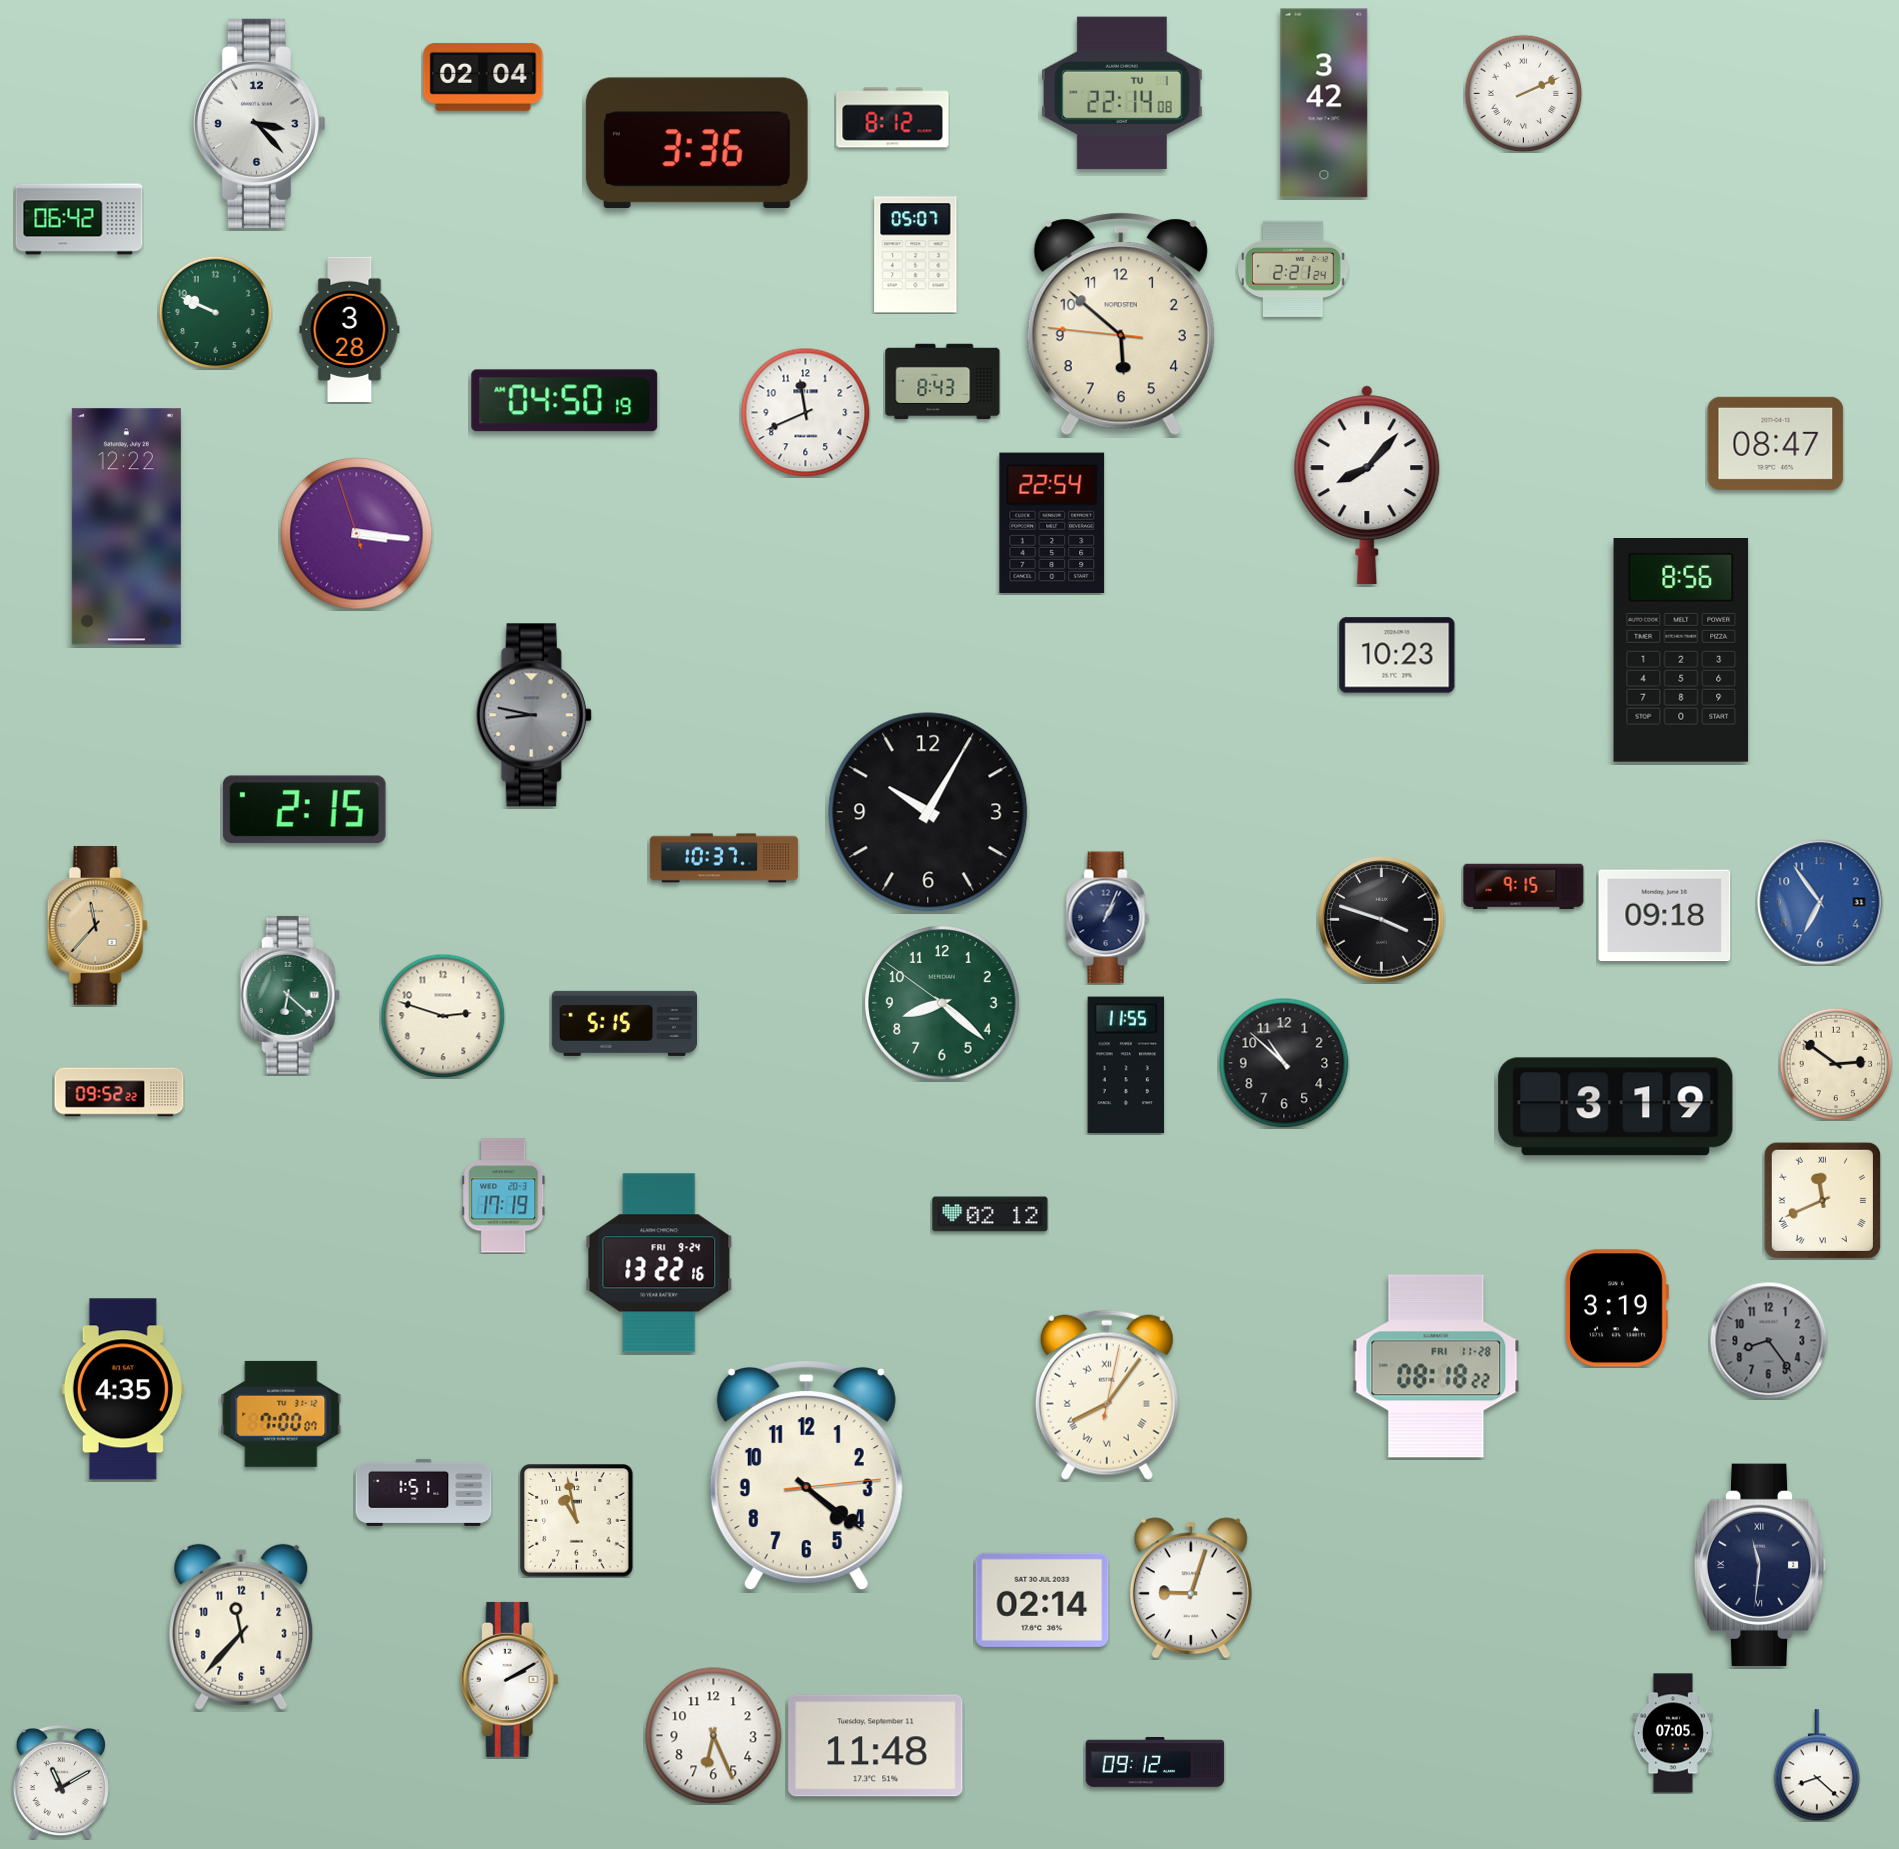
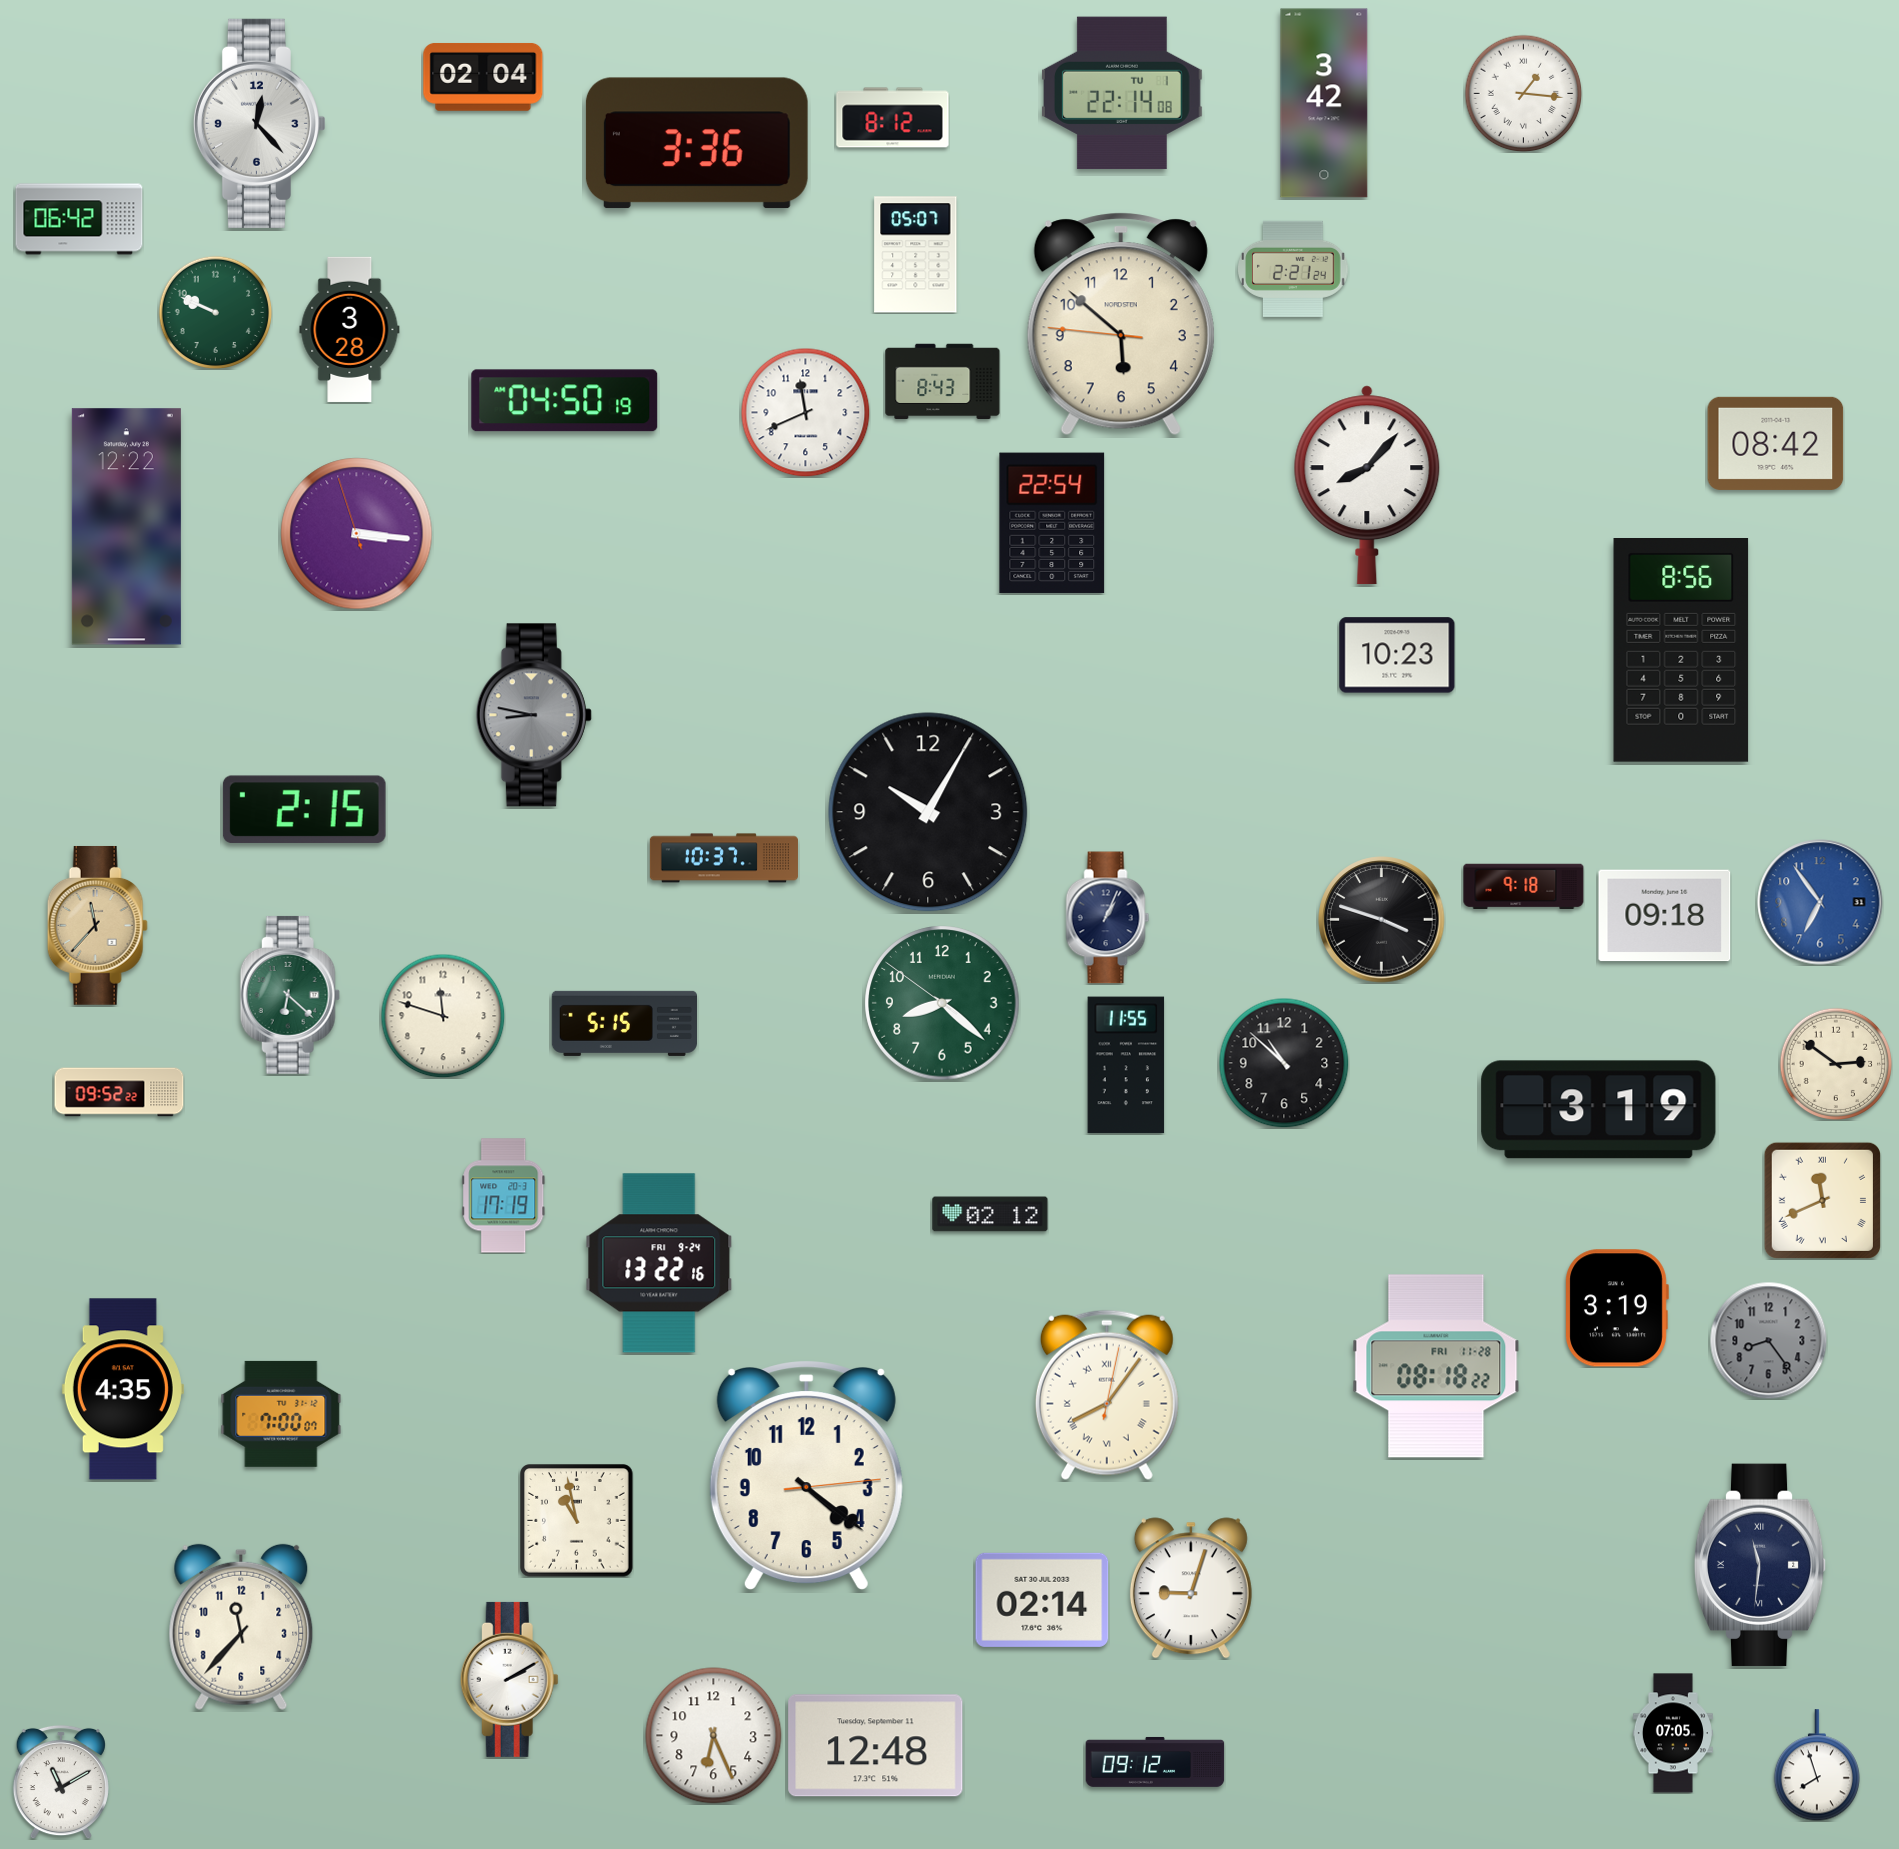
clock at (1523, 93): 2:11 -> 1:16
clock at (259, 123): 3:23 -> 12:23
clock at (1776, 443): 08:47 -> 08:42
clock at (1524, 887): 9:15 -> 9:18
clock at (443, 1016): 2:48 -> 11:48
clock at (1616, 1107) position: (1616, 1107) -> (1599, 1110)
clock at (424, 1492): 1:51 -> none
clock at (876, 1746): 11:48 -> 12:48
clock at (1817, 1765): 8:22 -> 7:57
